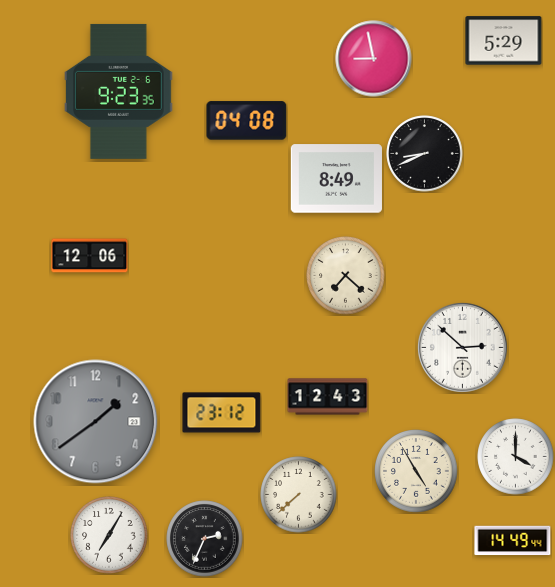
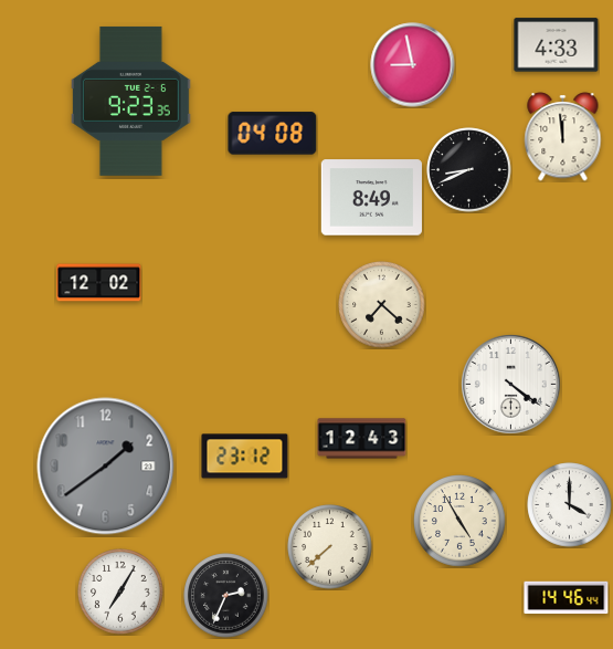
clock at (504, 41): 5:29 -> 4:33
clock at (563, 137): none -> 11:59
clock at (90, 256): 12:06 -> 12:02
clock at (462, 347): 2:52 -> 4:21
clock at (513, 541): 14:49 -> 14:46
